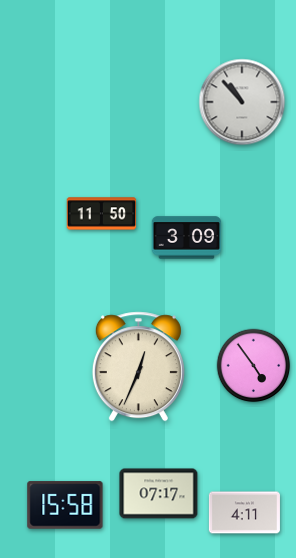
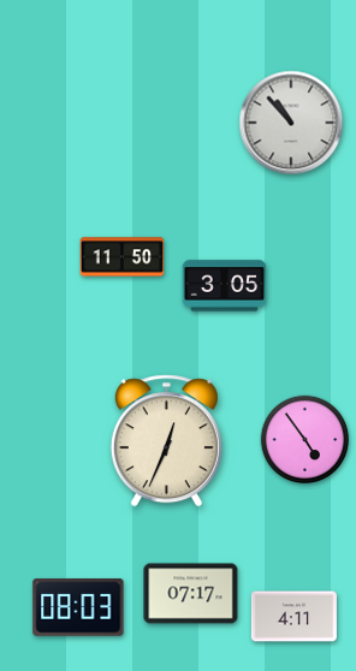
clock at (187, 238): 3:09 -> 3:05
clock at (65, 505): 15:58 -> 08:03
